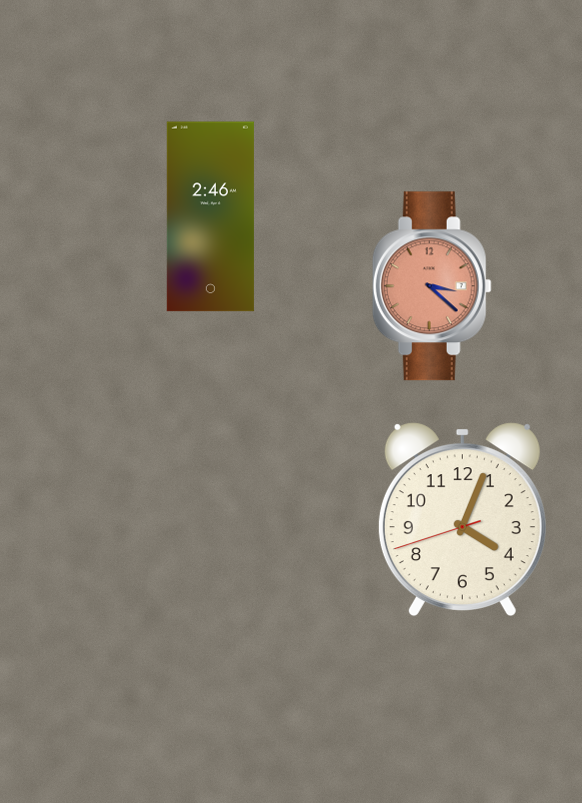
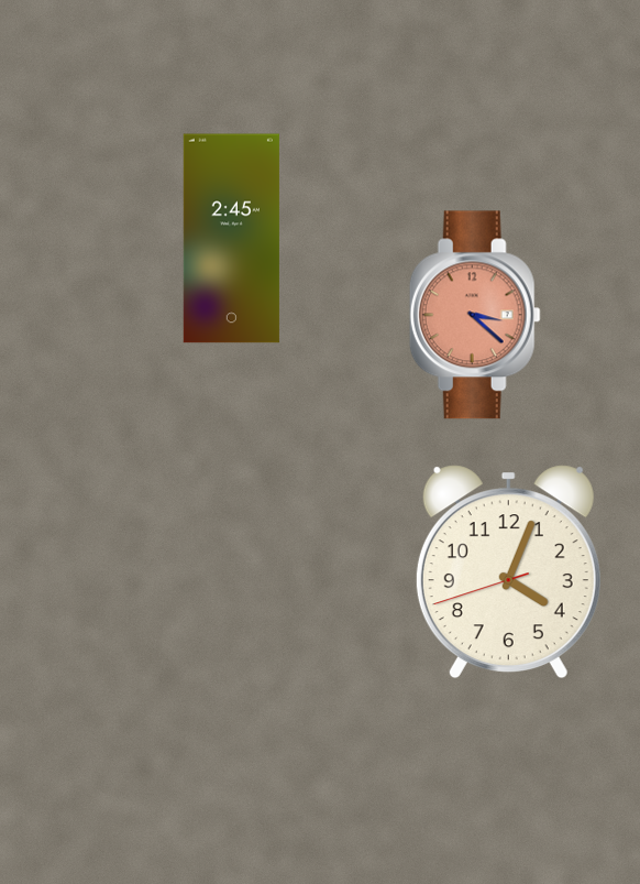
clock at (210, 217): 2:46 -> 2:45
